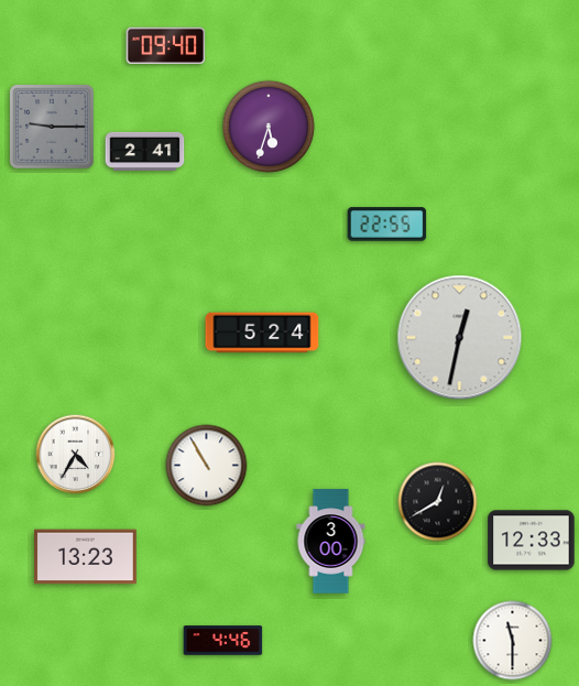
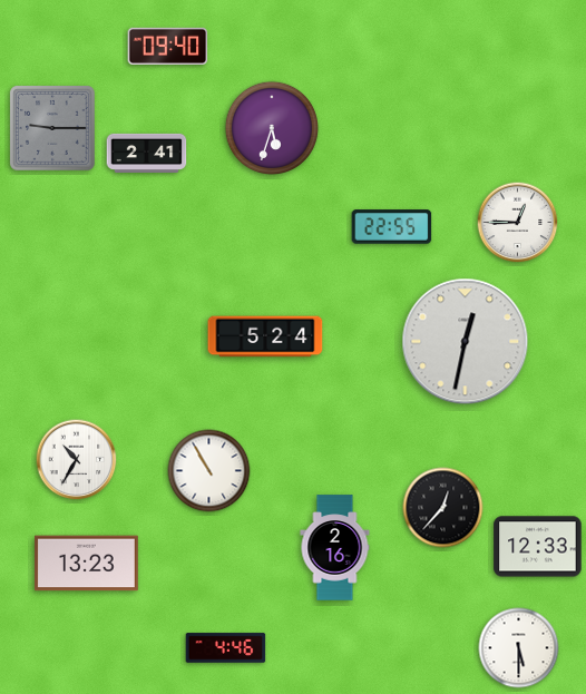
clock at (518, 223): none -> 12:45
clock at (76, 455): 4:35 -> 10:35
clock at (438, 502): 12:40 -> 12:37
clock at (331, 542): 3:00 -> 2:16
clock at (513, 641): 11:30 -> 5:30
